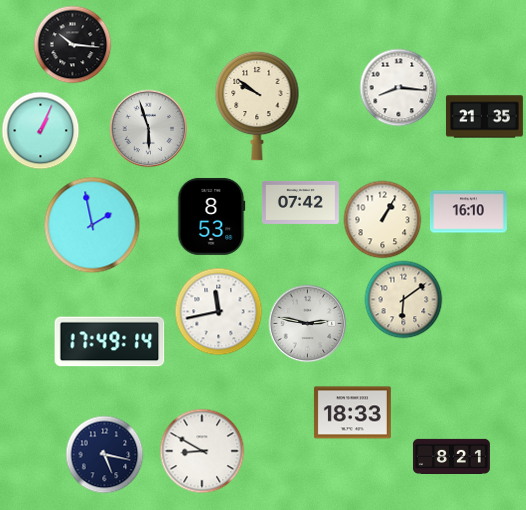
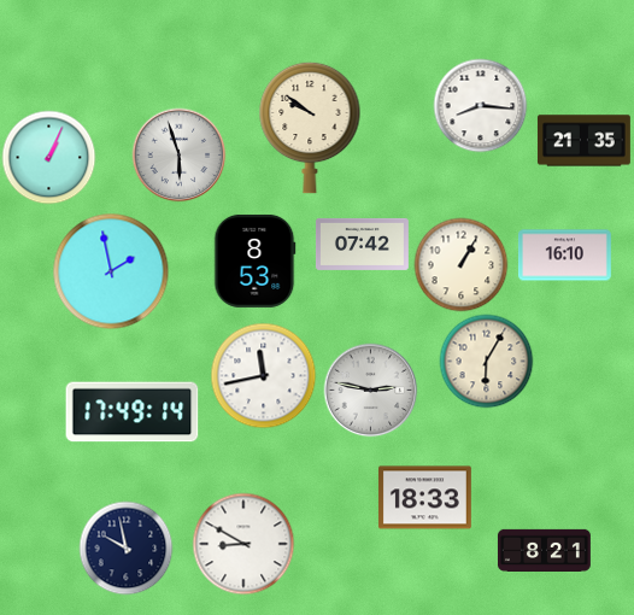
clock at (72, 44): 10:16 -> none
clock at (403, 299): 6:09 -> 6:05
clock at (104, 454): 5:17 -> 9:58
